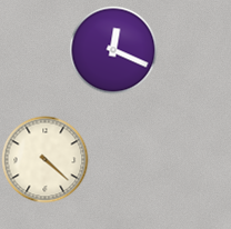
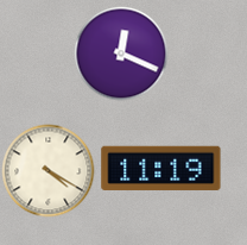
clock at (161, 168): none -> 11:19
clock at (44, 159): 4:22 -> 4:20
